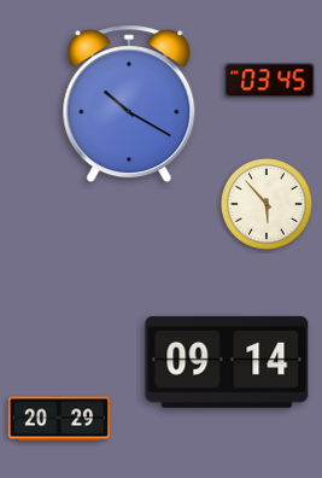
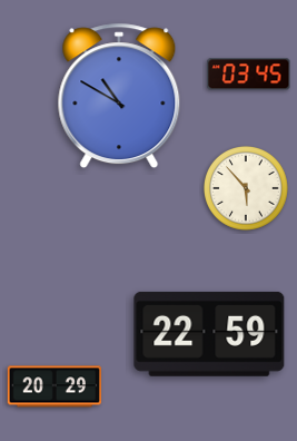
clock at (129, 104): 10:20 -> 10:50
clock at (227, 362): 09:14 -> 22:59
